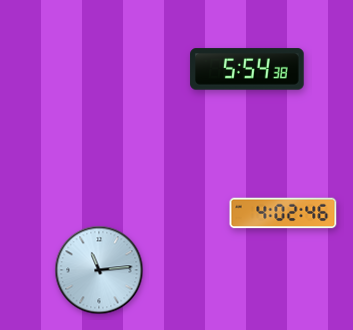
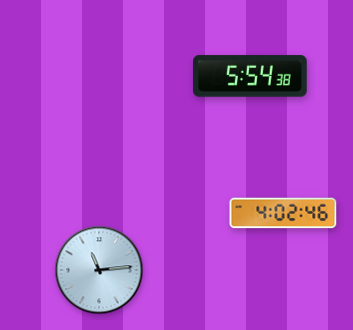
clock at (247, 69) position: (247, 69) -> (250, 76)
